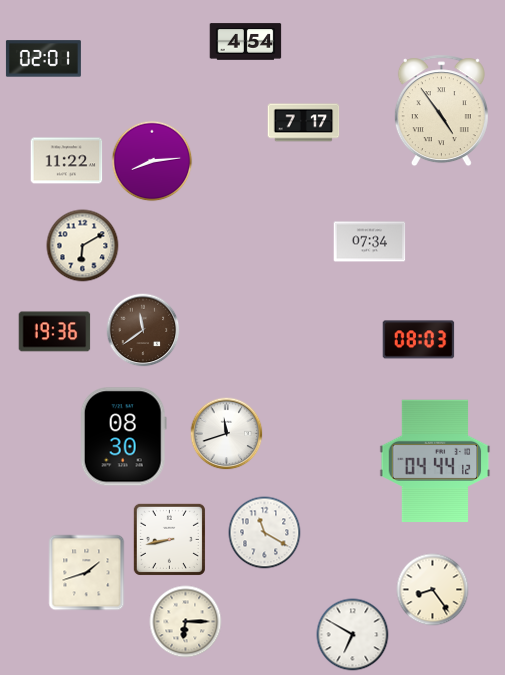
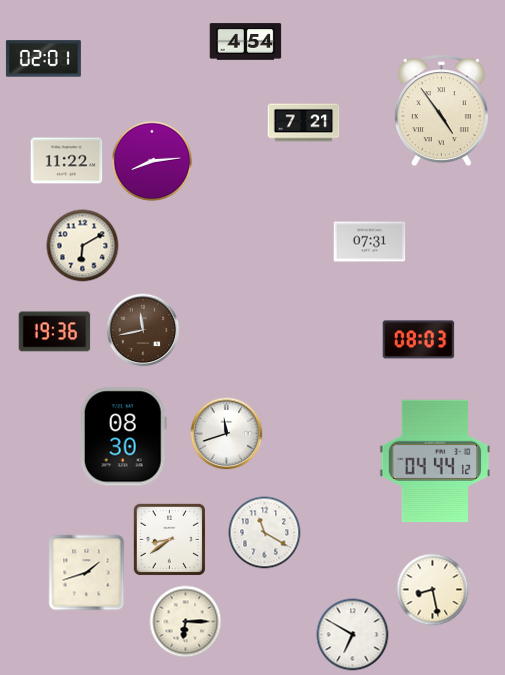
clock at (304, 123): 7:17 -> 7:21
clock at (370, 242): 07:34 -> 07:31
clock at (143, 330): 11:39 -> 11:43
clock at (169, 539): 8:43 -> 8:39
clock at (433, 590): 8:24 -> 8:28
